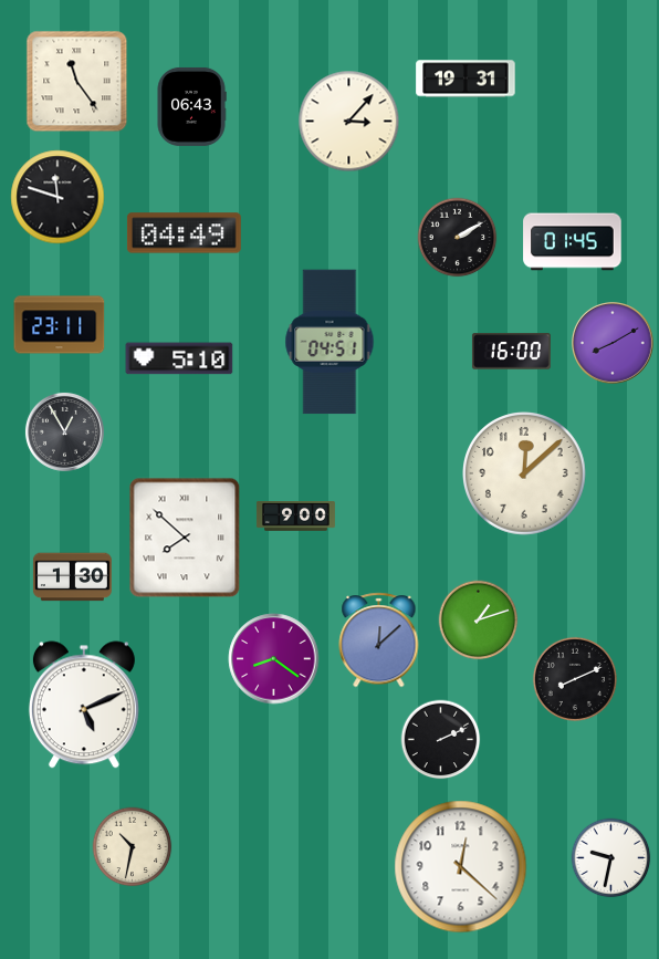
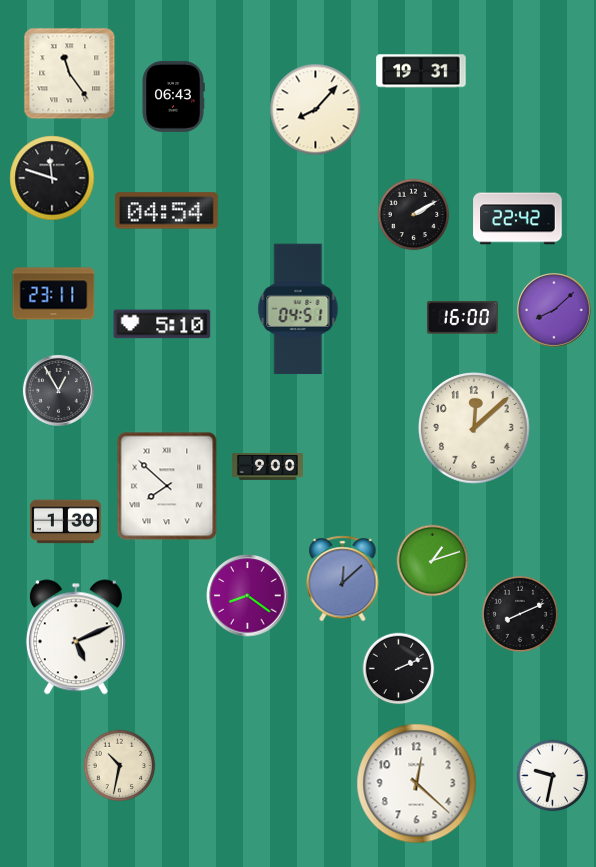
clock at (349, 122): 3:07 -> 8:07
clock at (184, 233): 04:49 -> 04:54
clock at (573, 242): 01:45 -> 22:42
clock at (614, 344): 8:10 -> 8:08
